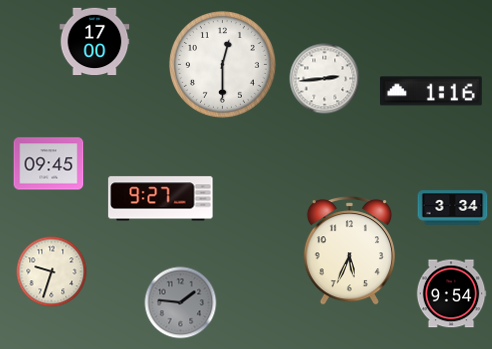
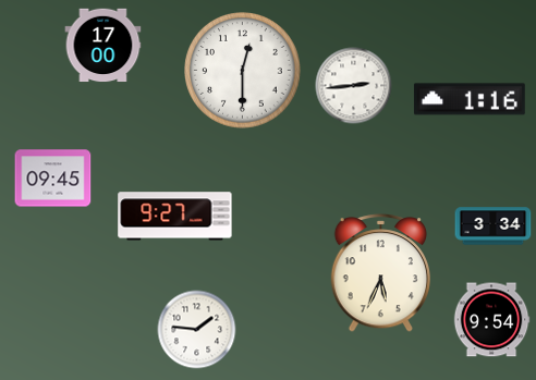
clock at (52, 272): 9:33 -> none
clock at (181, 303) dial: grey -> white
